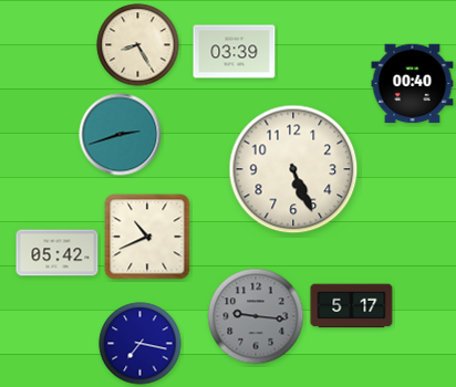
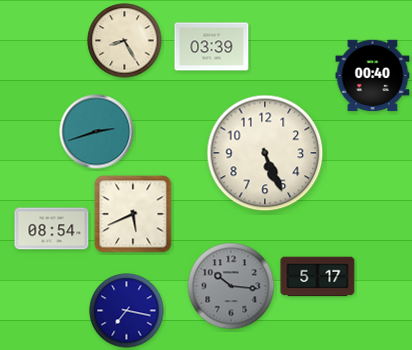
clock at (121, 135) position: (121, 135) -> (97, 132)
clock at (147, 237): 10:41 -> 5:41
clock at (58, 253): 05:42 -> 08:54
clock at (256, 316): 9:16 -> 10:16
